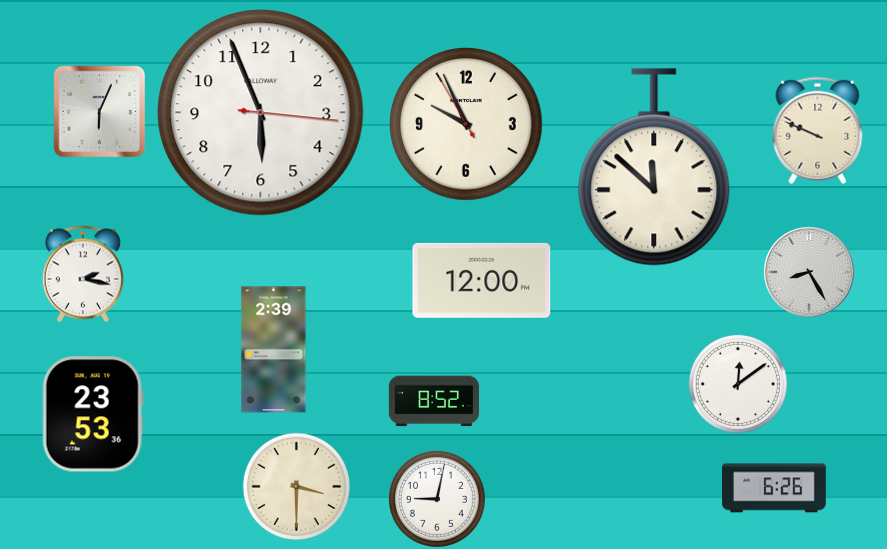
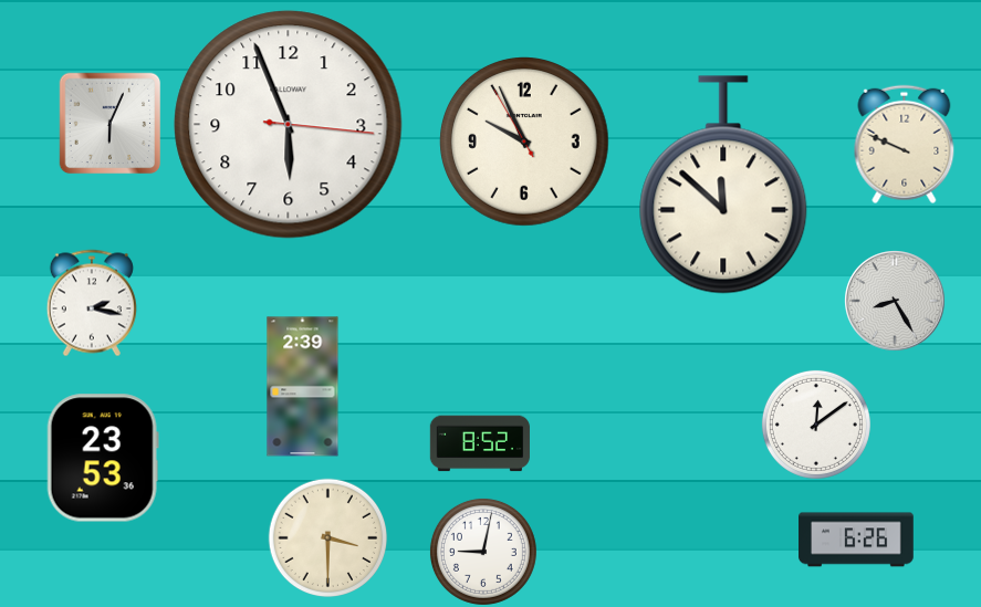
clock at (467, 125) position: (467, 125) -> (525, 143)
clock at (482, 280): 12:00 -> none
